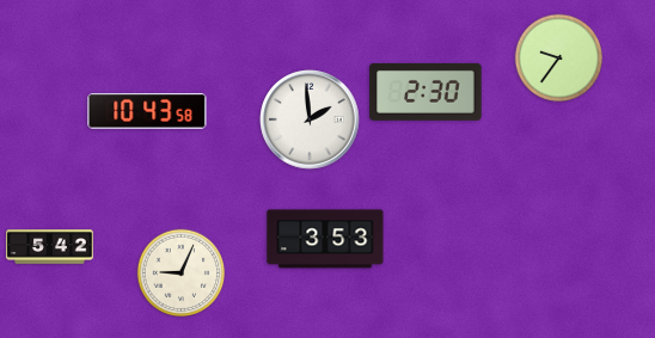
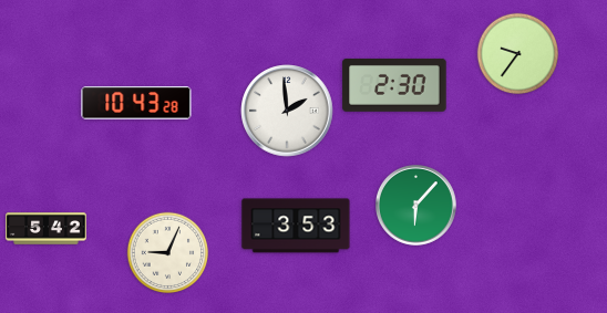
clock at (147, 111): 10:43:58 -> 10:43:28
clock at (416, 206): none -> 6:07
clock at (325, 239) position: (325, 239) -> (296, 226)
